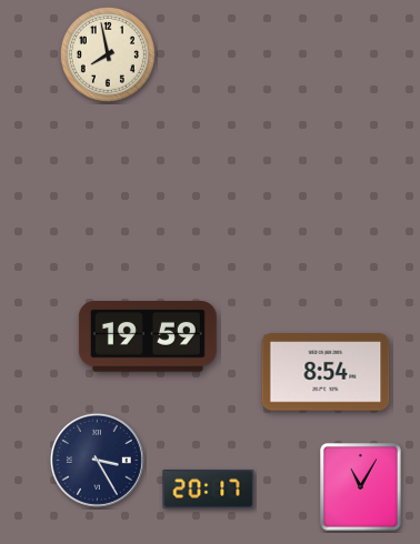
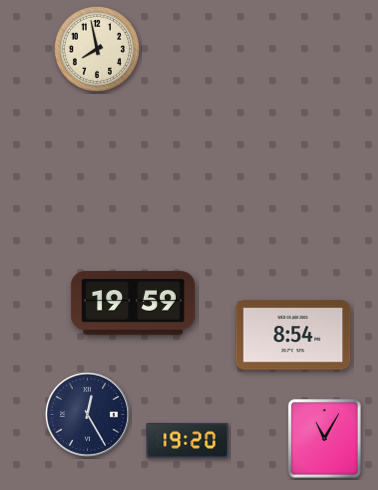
clock at (97, 460): 3:25 -> 12:25
clock at (209, 488): 20:17 -> 19:20
